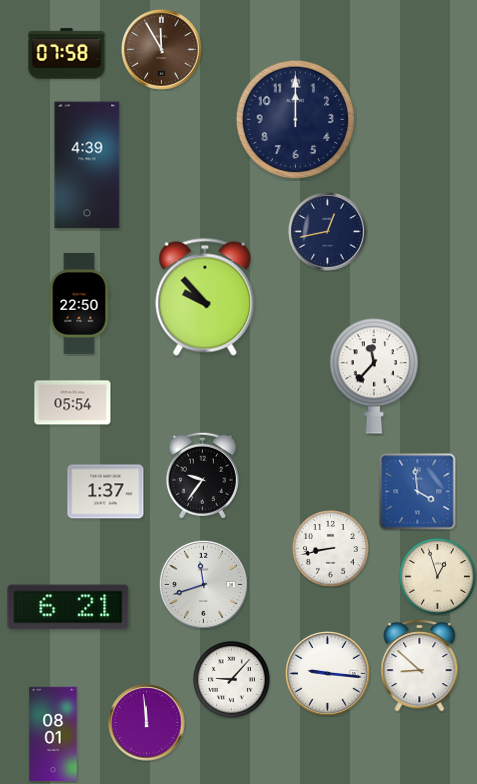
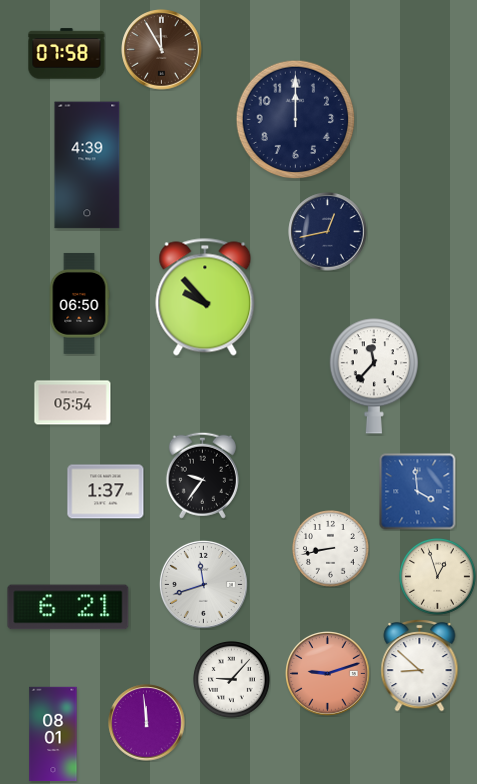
clock at (79, 304): 22:50 -> 06:50
clock at (328, 674): 9:16 -> 9:12
clock at (328, 674) dial: white -> salmon
